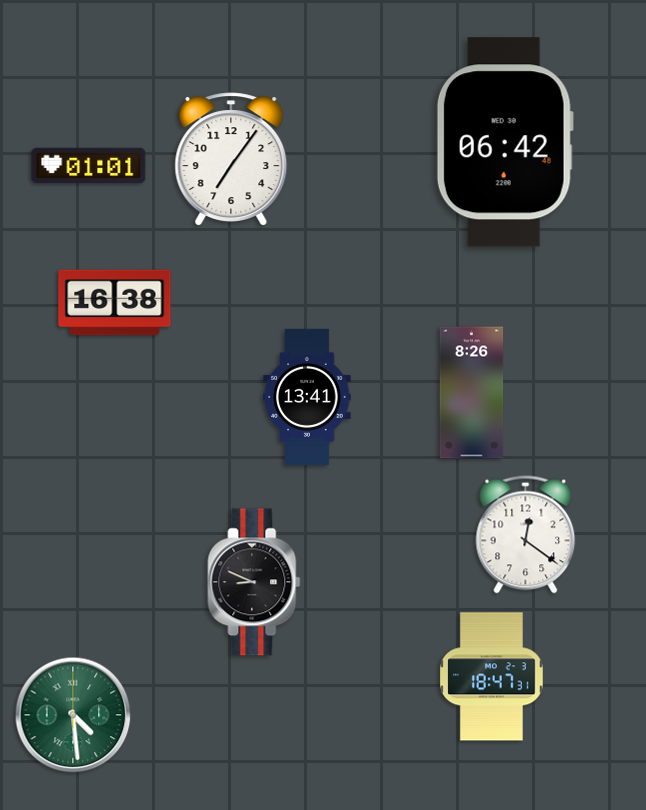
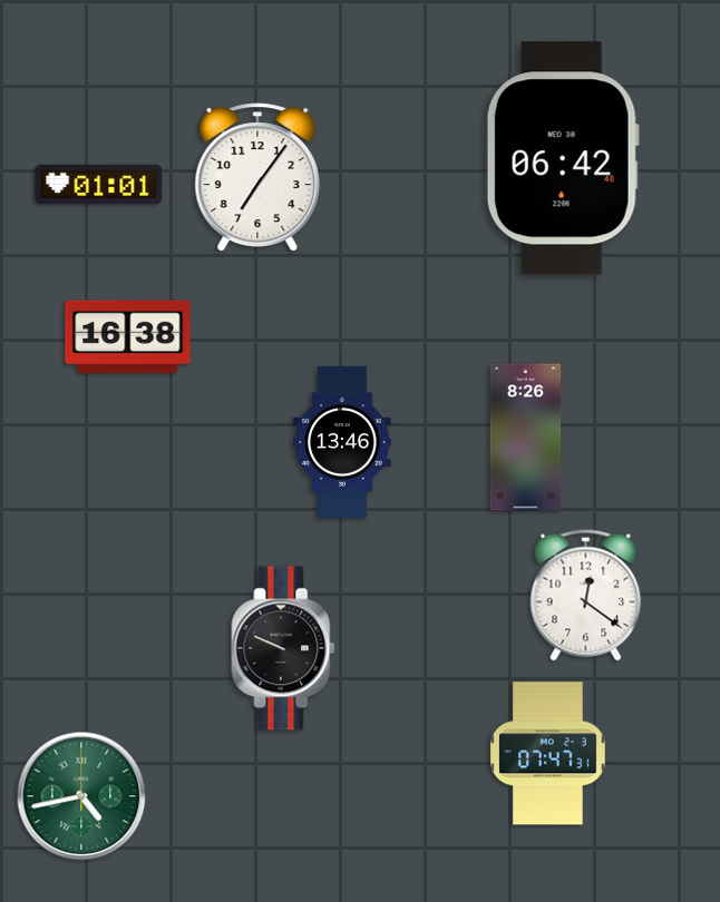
clock at (307, 396): 13:41 -> 13:46
clock at (254, 582): 8:49 -> 9:49
clock at (492, 677): 18:47 -> 07:47
clock at (73, 715): 4:29 -> 4:43
